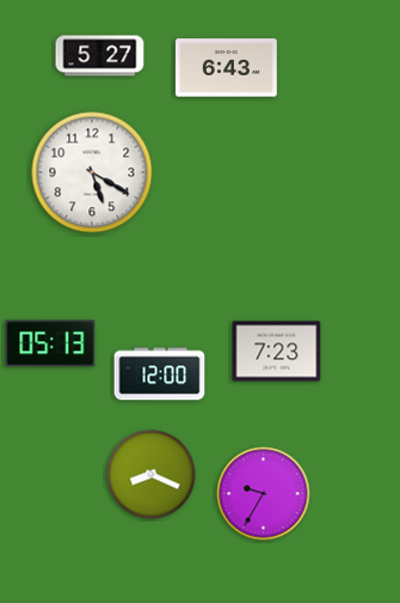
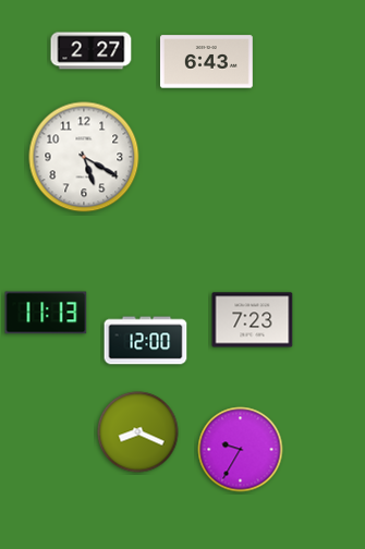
clock at (100, 56): 5:27 -> 2:27
clock at (50, 343): 05:13 -> 11:13
